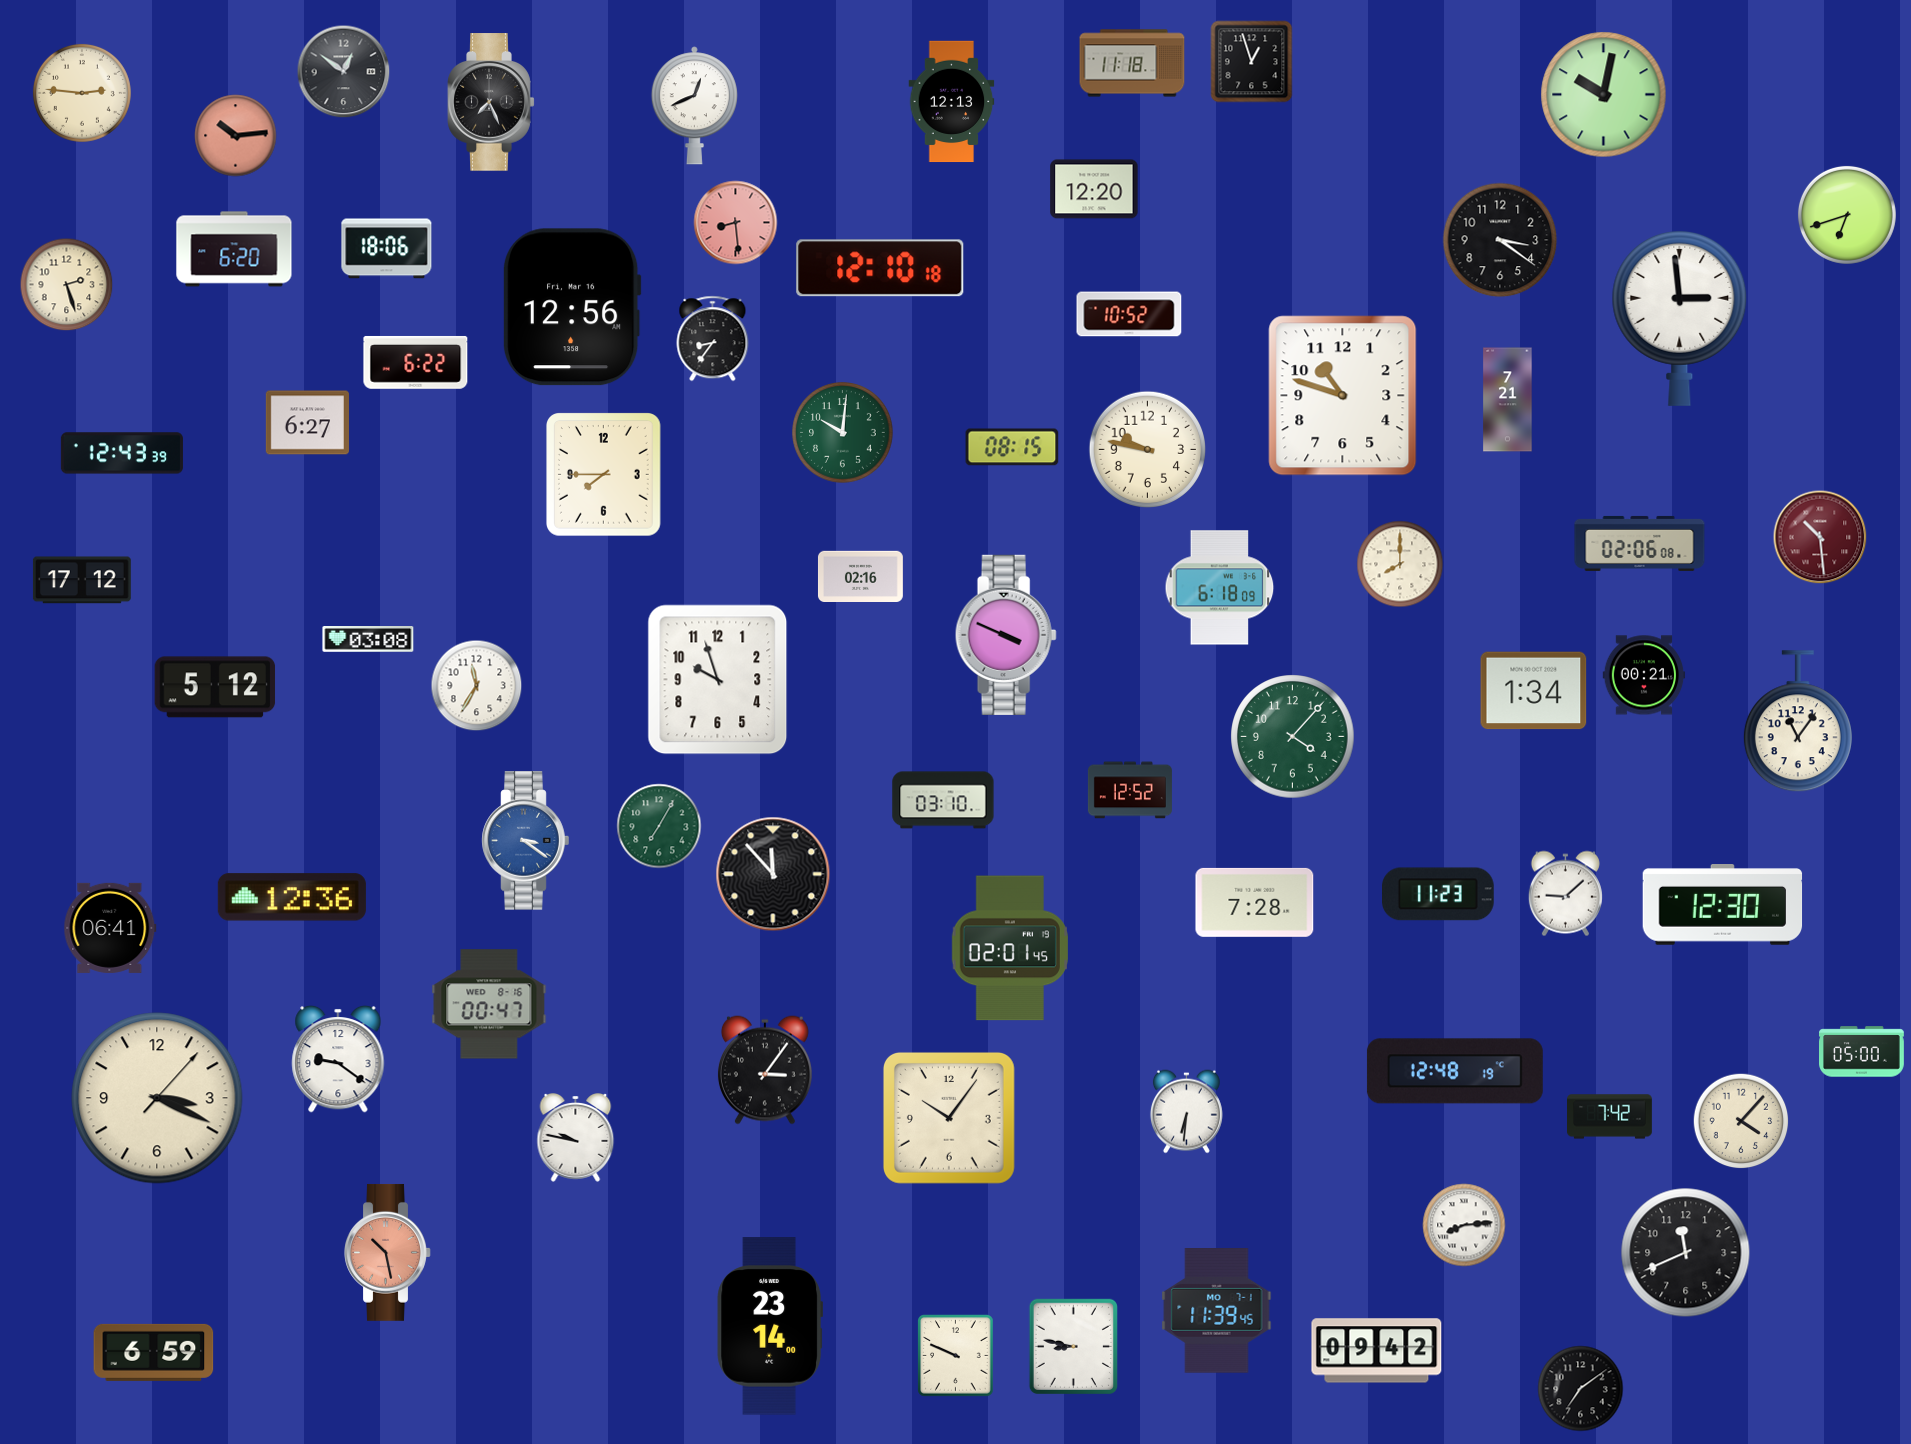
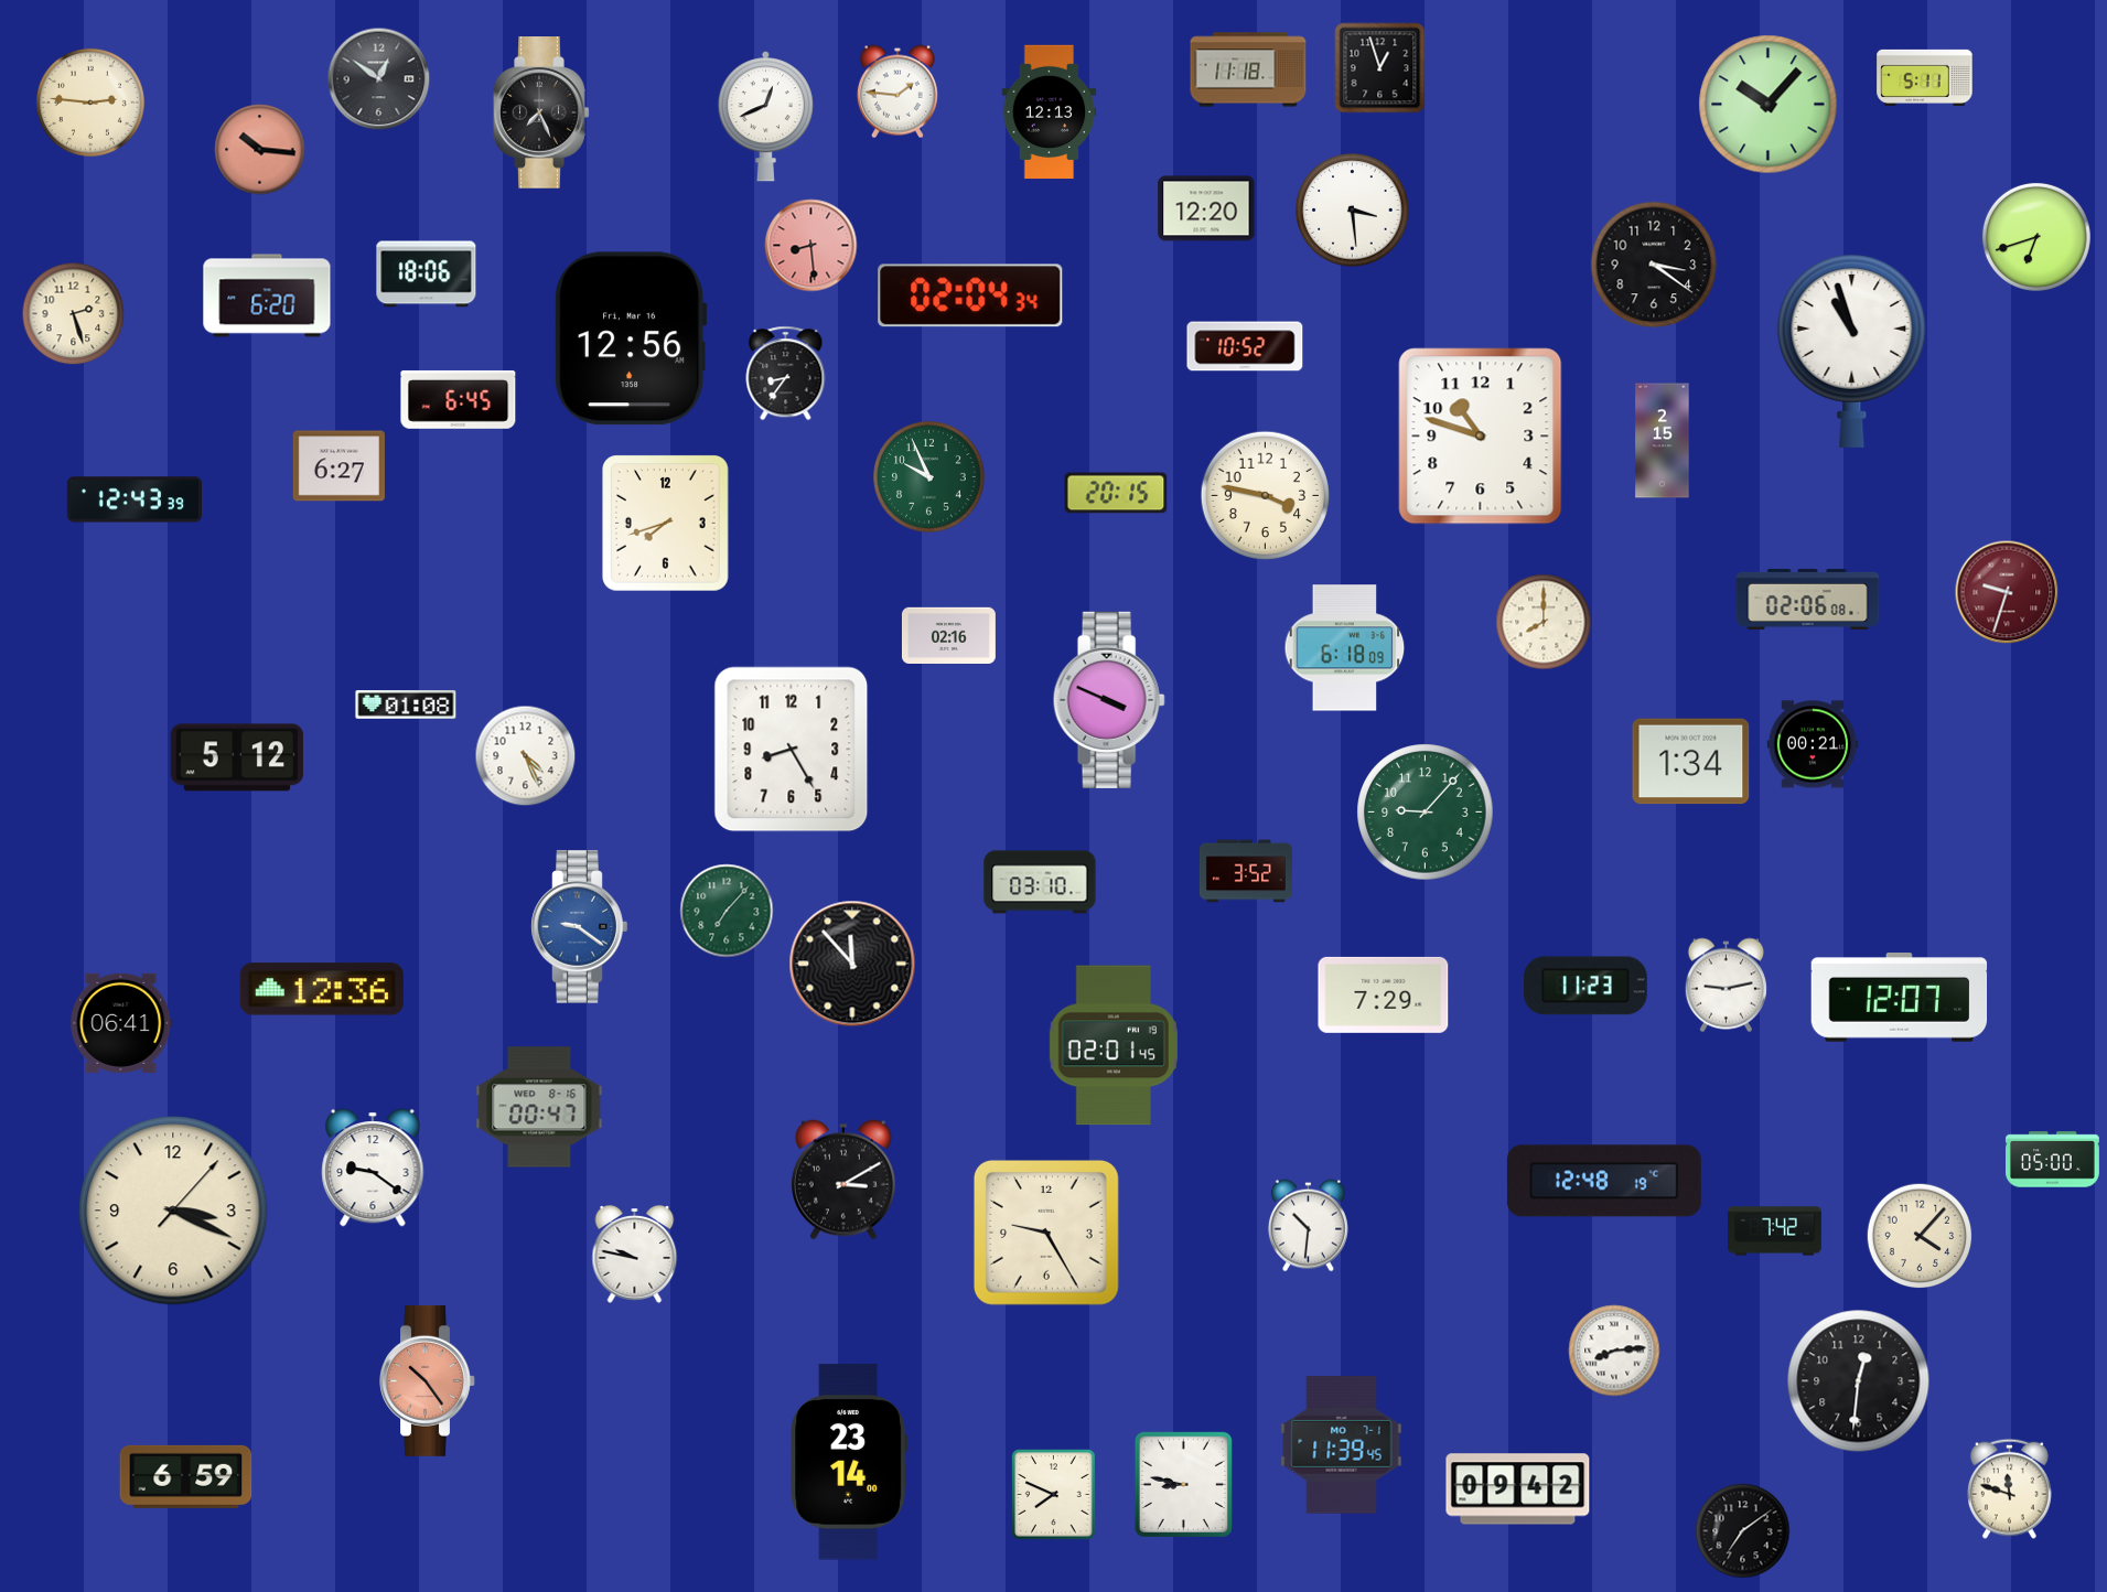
clock at (1925, 77): none -> 5:11
clock at (897, 92): none -> 1:46
clock at (1604, 95): 10:02 -> 10:07
clock at (236, 136): 10:14 -> 10:16
clock at (1353, 211): none -> 3:29
clock at (234, 249) position: (234, 249) -> (267, 295)
clock at (880, 268): 12:10 -> 02:04
clock at (1680, 318): 2:59 -> 10:57
clock at (416, 363): 6:22 -> 6:45
clock at (1508, 400): 7:21 -> 2:15
clock at (843, 433): 10:01 -> 9:56
clock at (1012, 447): 08:15 -> 20:15
clock at (1147, 449): 9:47 -> 3:47
clock at (604, 475): 7:45 -> 7:42
clock at (1820, 537): 10:29 -> 9:33
clock at (82, 580): 17:12 -> none
clock at (368, 640): 03:08 -> 01:08
clock at (718, 680): 9:57 -> 8:25
clock at (477, 686): 11:35 -> 4:26
clock at (1798, 722): 11:06 -> none
clock at (1293, 737): 4:07 -> 9:07
clock at (1130, 790): 12:52 -> 3:52
clock at (659, 826): 7:05 -> 7:07
clock at (526, 841): 3:21 -> 9:21
clock at (1565, 894): 9:08 -> 9:13
clock at (1255, 902): 7:28 -> 7:29
clock at (1723, 905): 12:30 -> 12:07
clock at (765, 1070): 3:06 -> 3:10
clock at (1186, 1112): 6:31 -> 10:31
clock at (949, 1118): 10:06 -> 9:25
clock at (388, 1252): 10:28 -> 10:24
clock at (1686, 1253): 11:41 -> 12:31
clock at (2010, 1488): none -> 11:48
clock at (154, 1352) position: (154, 1352) -> (186, 1476)
clock at (956, 1356): 9:49 -> 7:49
